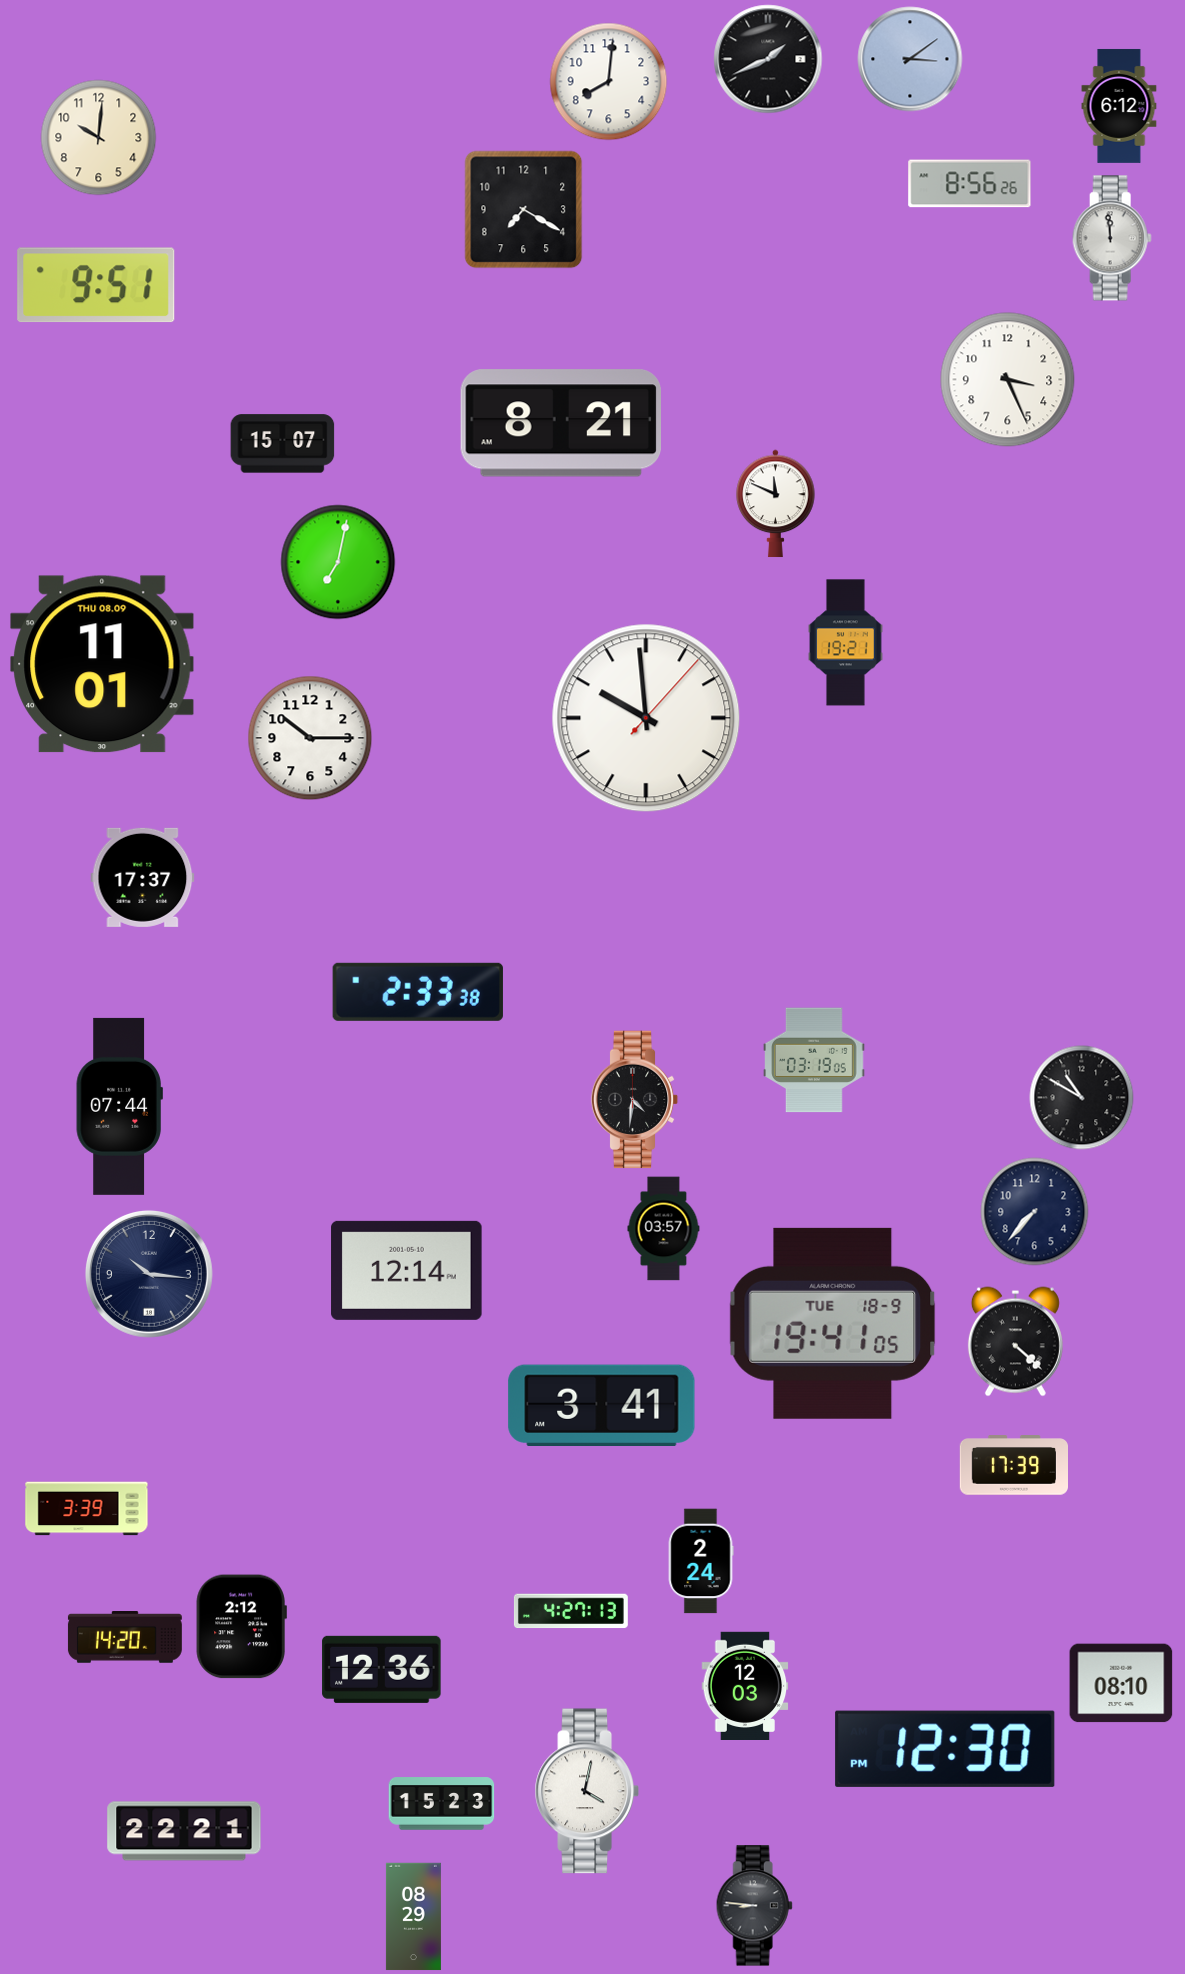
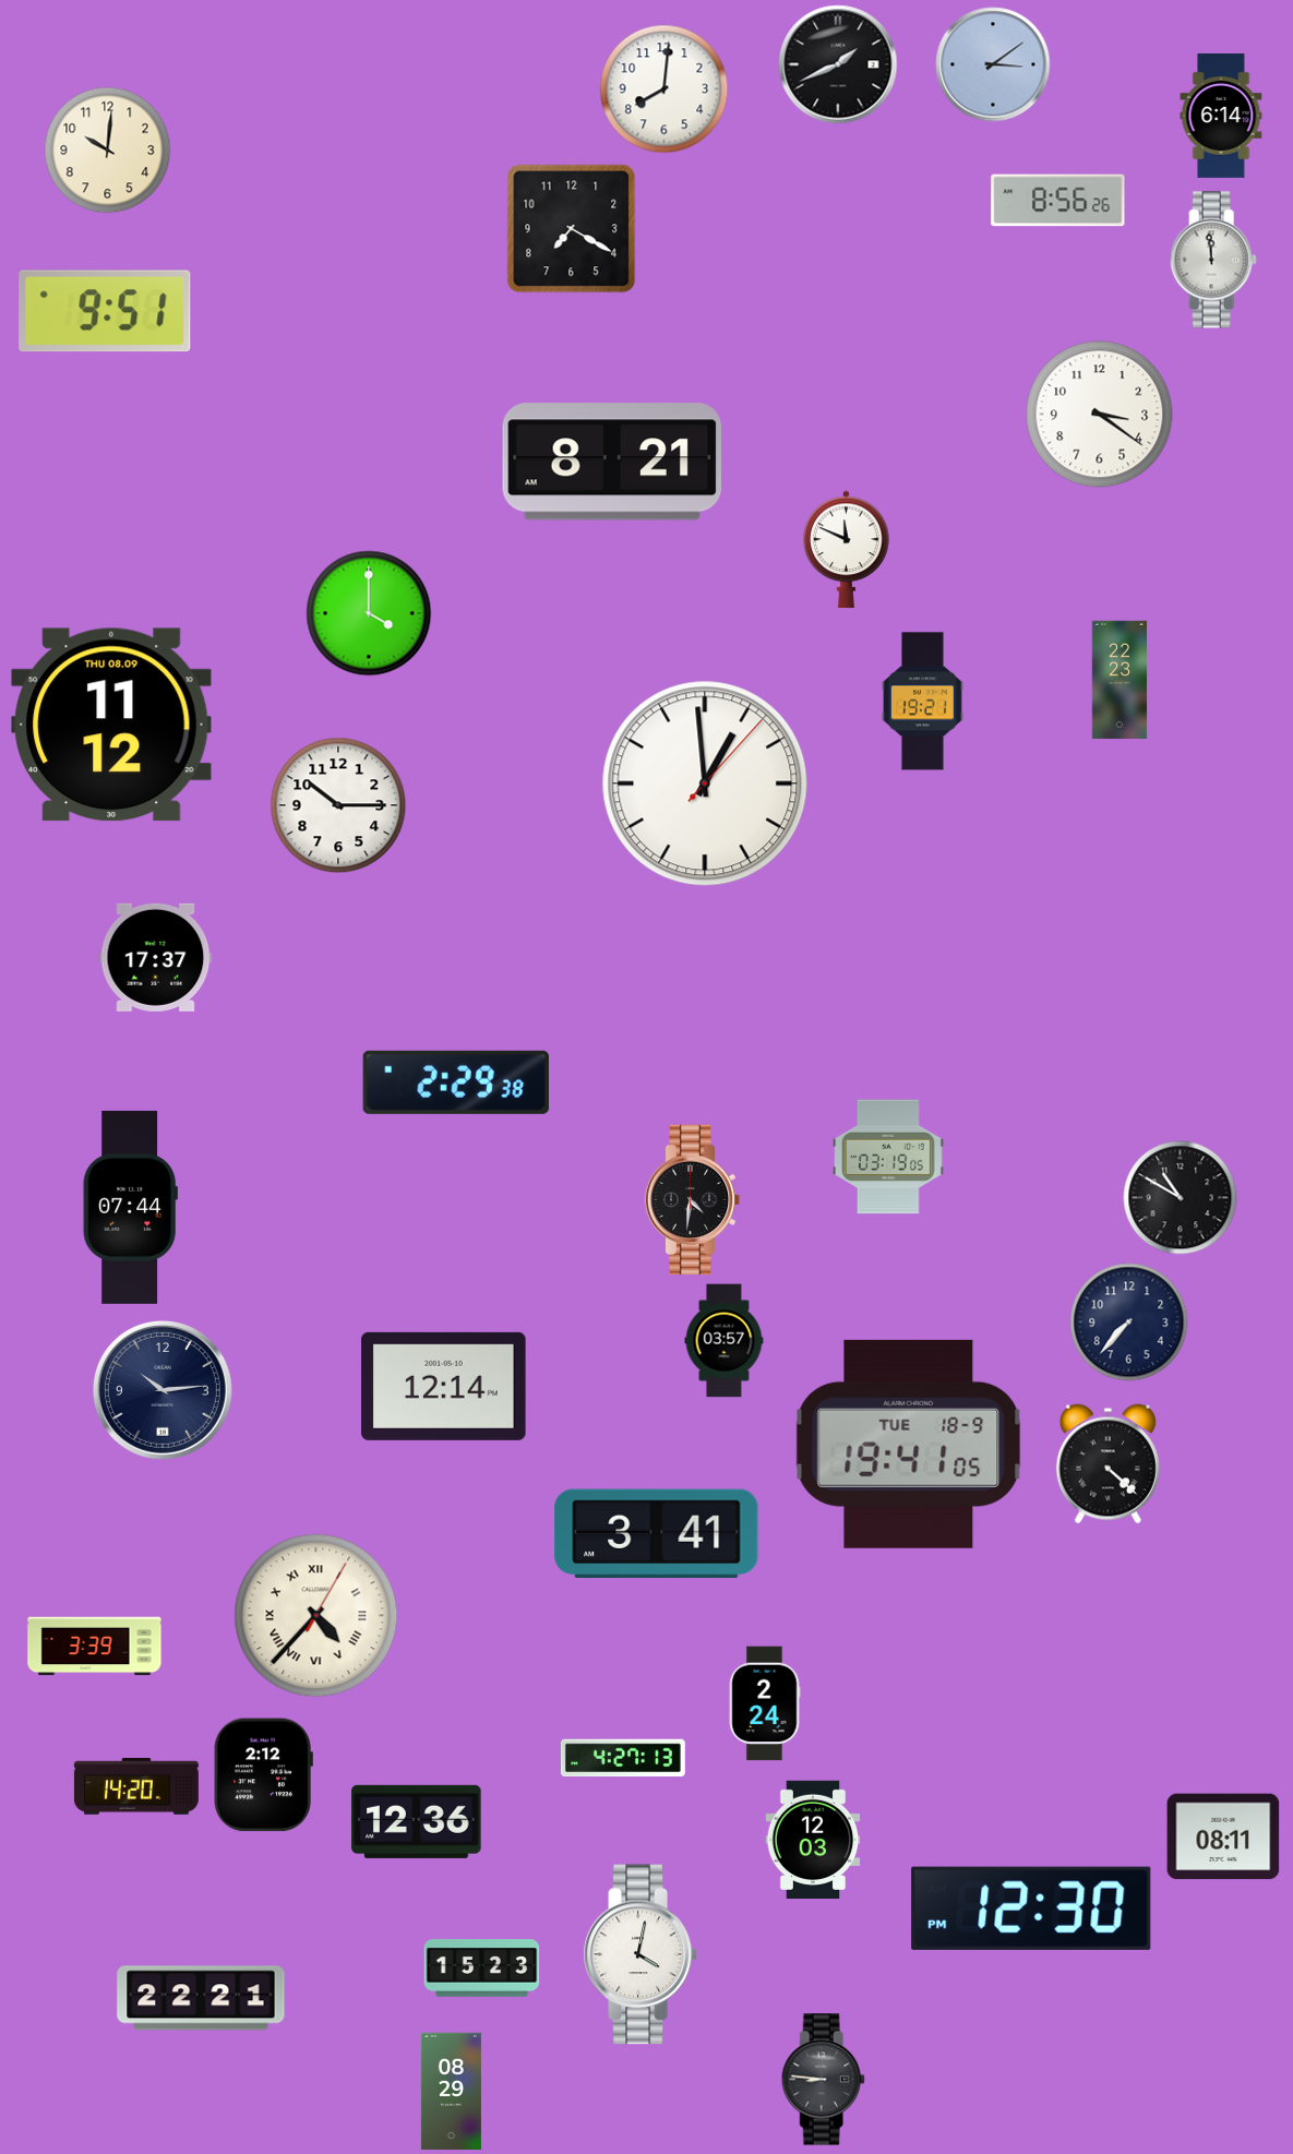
clock at (1119, 106): 6:12 -> 6:14
clock at (1008, 380): 3:26 -> 3:21
clock at (283, 444): 15:07 -> none
clock at (338, 562): 7:02 -> 4:00
clock at (1120, 680): none -> 22:23
clock at (102, 664): 11:01 -> 11:12
clock at (646, 718): 9:59 -> 12:59
clock at (418, 992): 2:33 -> 2:29
clock at (149, 1274): 10:16 -> 10:14
clock at (1013, 1465): 17:39 -> none
clock at (316, 1616): none -> 4:37
clock at (1121, 1683): 08:10 -> 08:11
